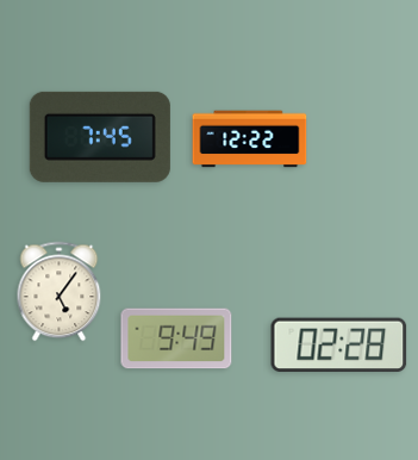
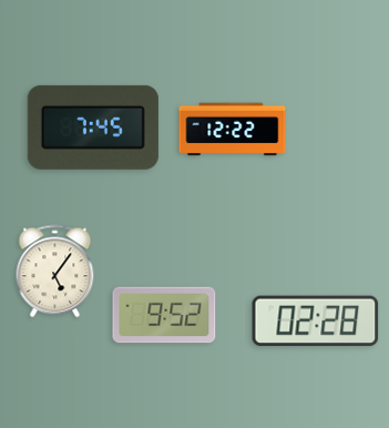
clock at (176, 338): 9:49 -> 9:52
